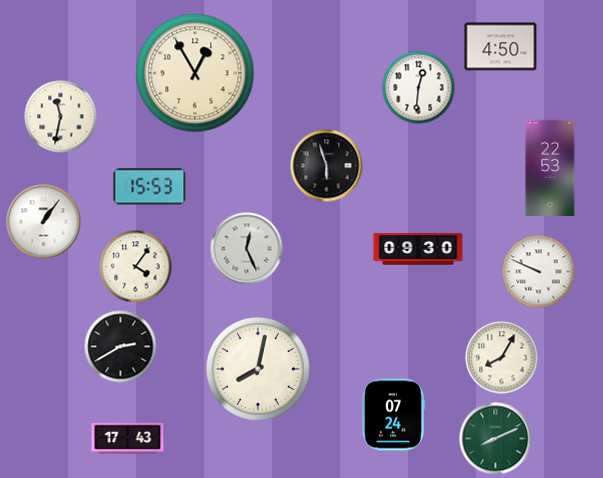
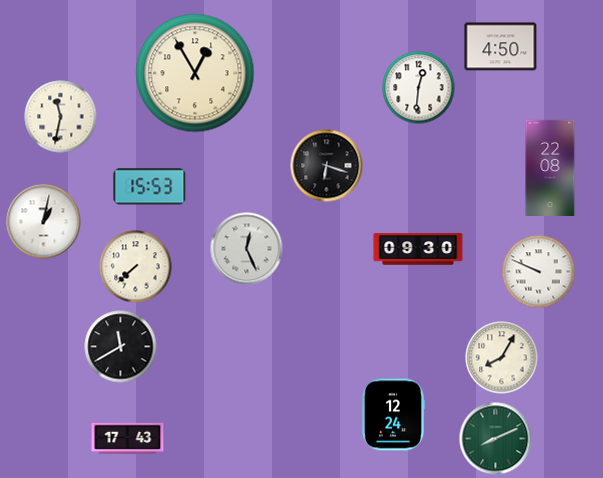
clock at (327, 166): 5:57 -> 6:18
clock at (550, 168): 22:53 -> 22:08
clock at (44, 222): 1:06 -> 1:02
clock at (136, 267): 4:06 -> 7:38
clock at (121, 347): 2:40 -> 11:40
clock at (258, 369): 8:02 -> none
clock at (392, 415): 07:24 -> 12:24
